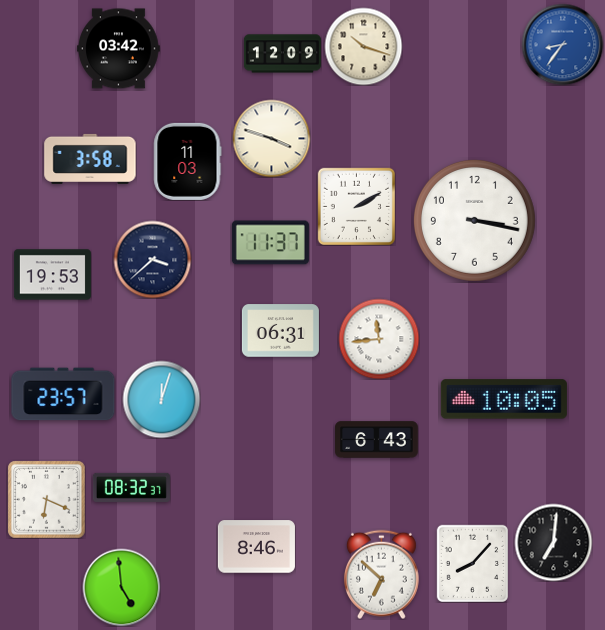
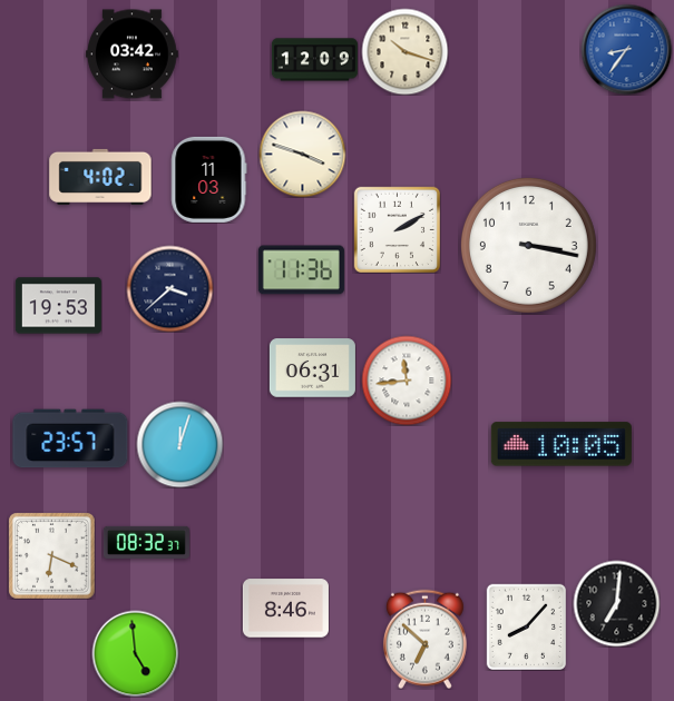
clock at (90, 159): 3:58 -> 4:02
clock at (270, 243): 11:37 -> 11:36
clock at (379, 339) position: (379, 339) -> (407, 381)
clock at (377, 440): 6:43 -> none
